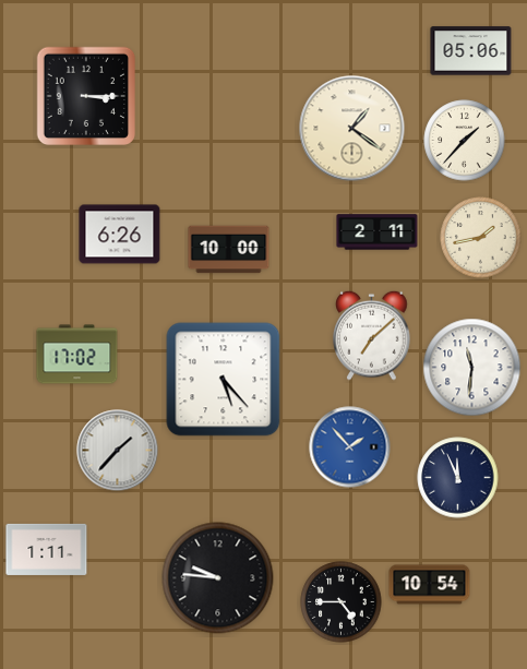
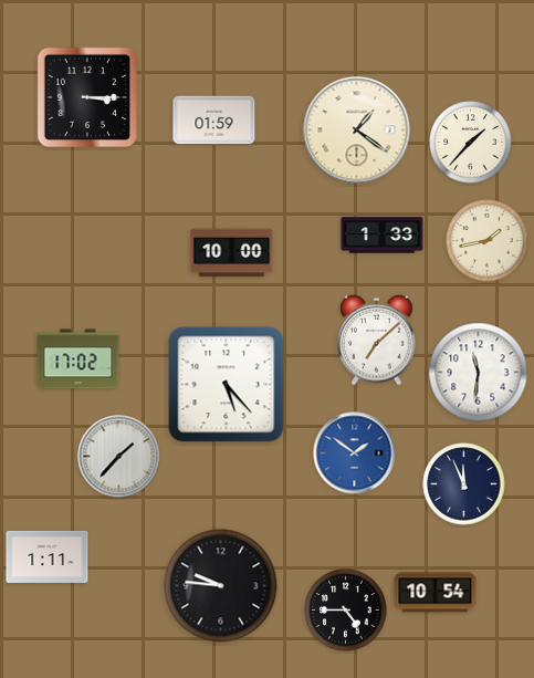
clock at (471, 51): 05:06 -> none
clock at (214, 121): none -> 01:59
clock at (378, 232): 2:11 -> 1:33
clock at (120, 235): 6:26 -> none
clock at (350, 447): 1:53 -> 1:51
